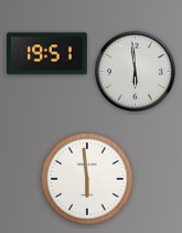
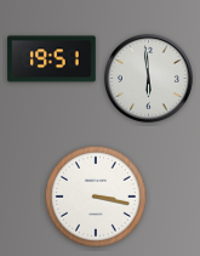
clock at (87, 179): 5:59 -> 3:17
